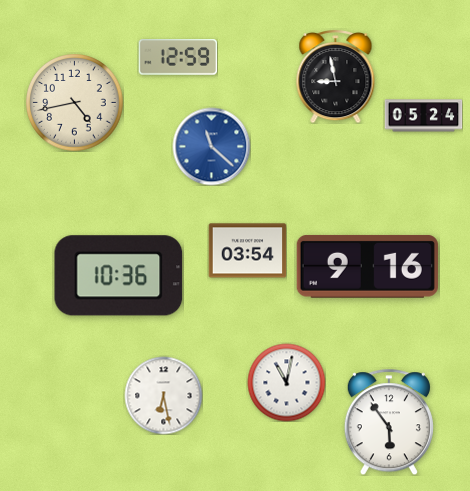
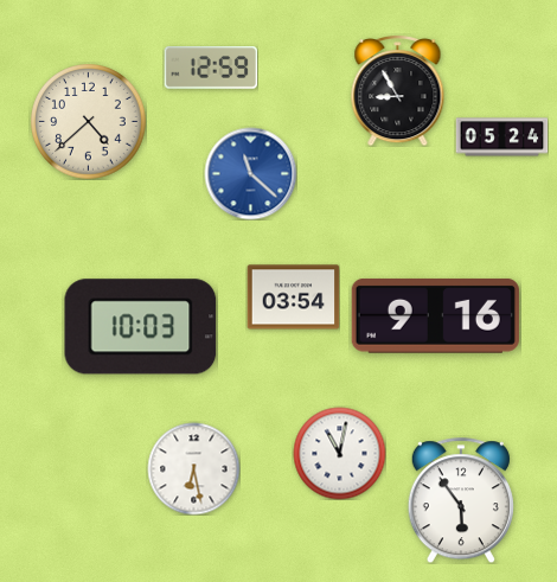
clock at (336, 76): 8:58 -> 8:55
clock at (75, 103): 4:43 -> 4:38
clock at (119, 276): 10:36 -> 10:03
